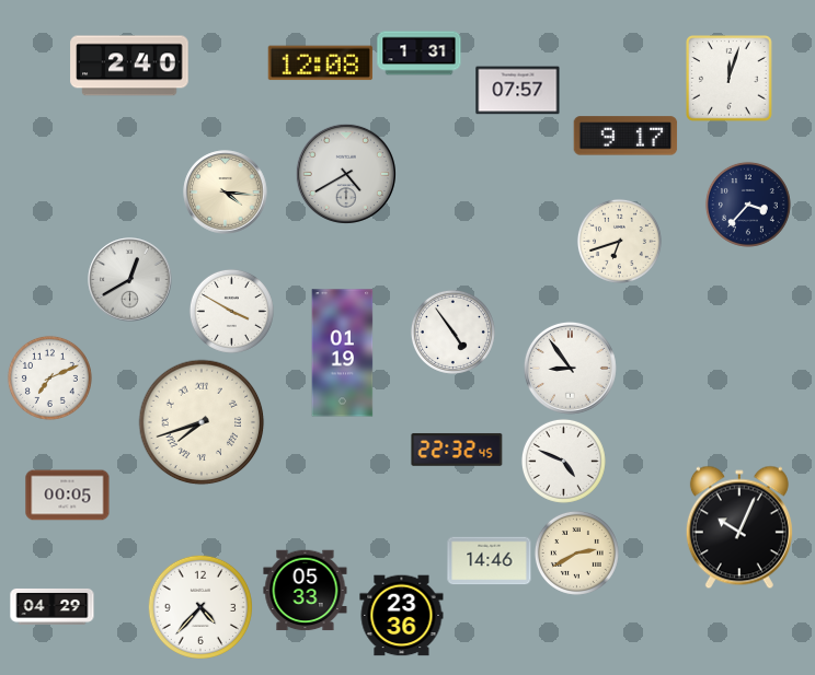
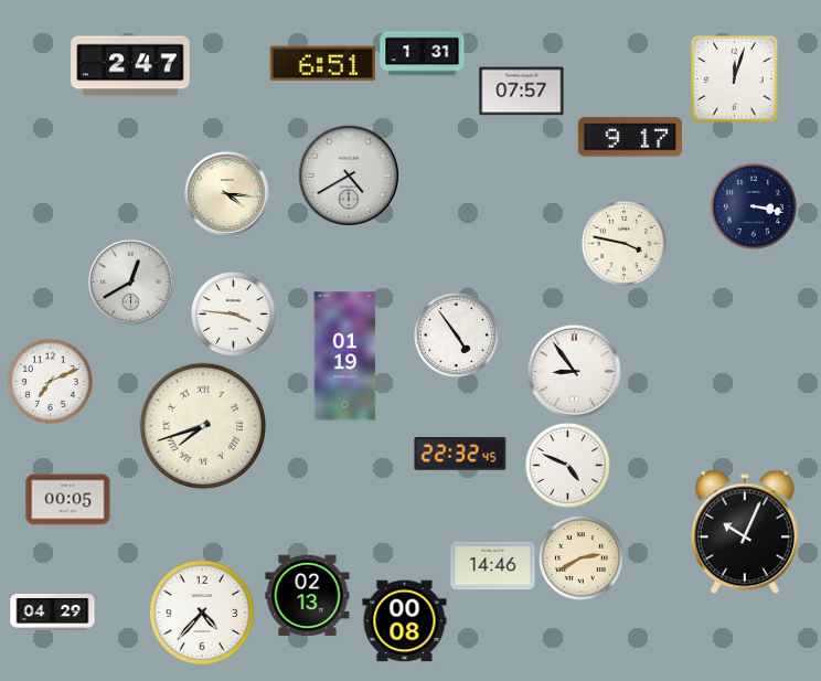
clock at (320, 63): 12:08 -> 6:51
clock at (129, 66): 2:40 -> 2:47
clock at (748, 205): 3:37 -> 3:17
clock at (619, 241): 6:42 -> 3:47
clock at (231, 311): 3:50 -> 3:46
clock at (306, 591): 05:33 -> 02:13
clock at (402, 616): 23:36 -> 00:08
